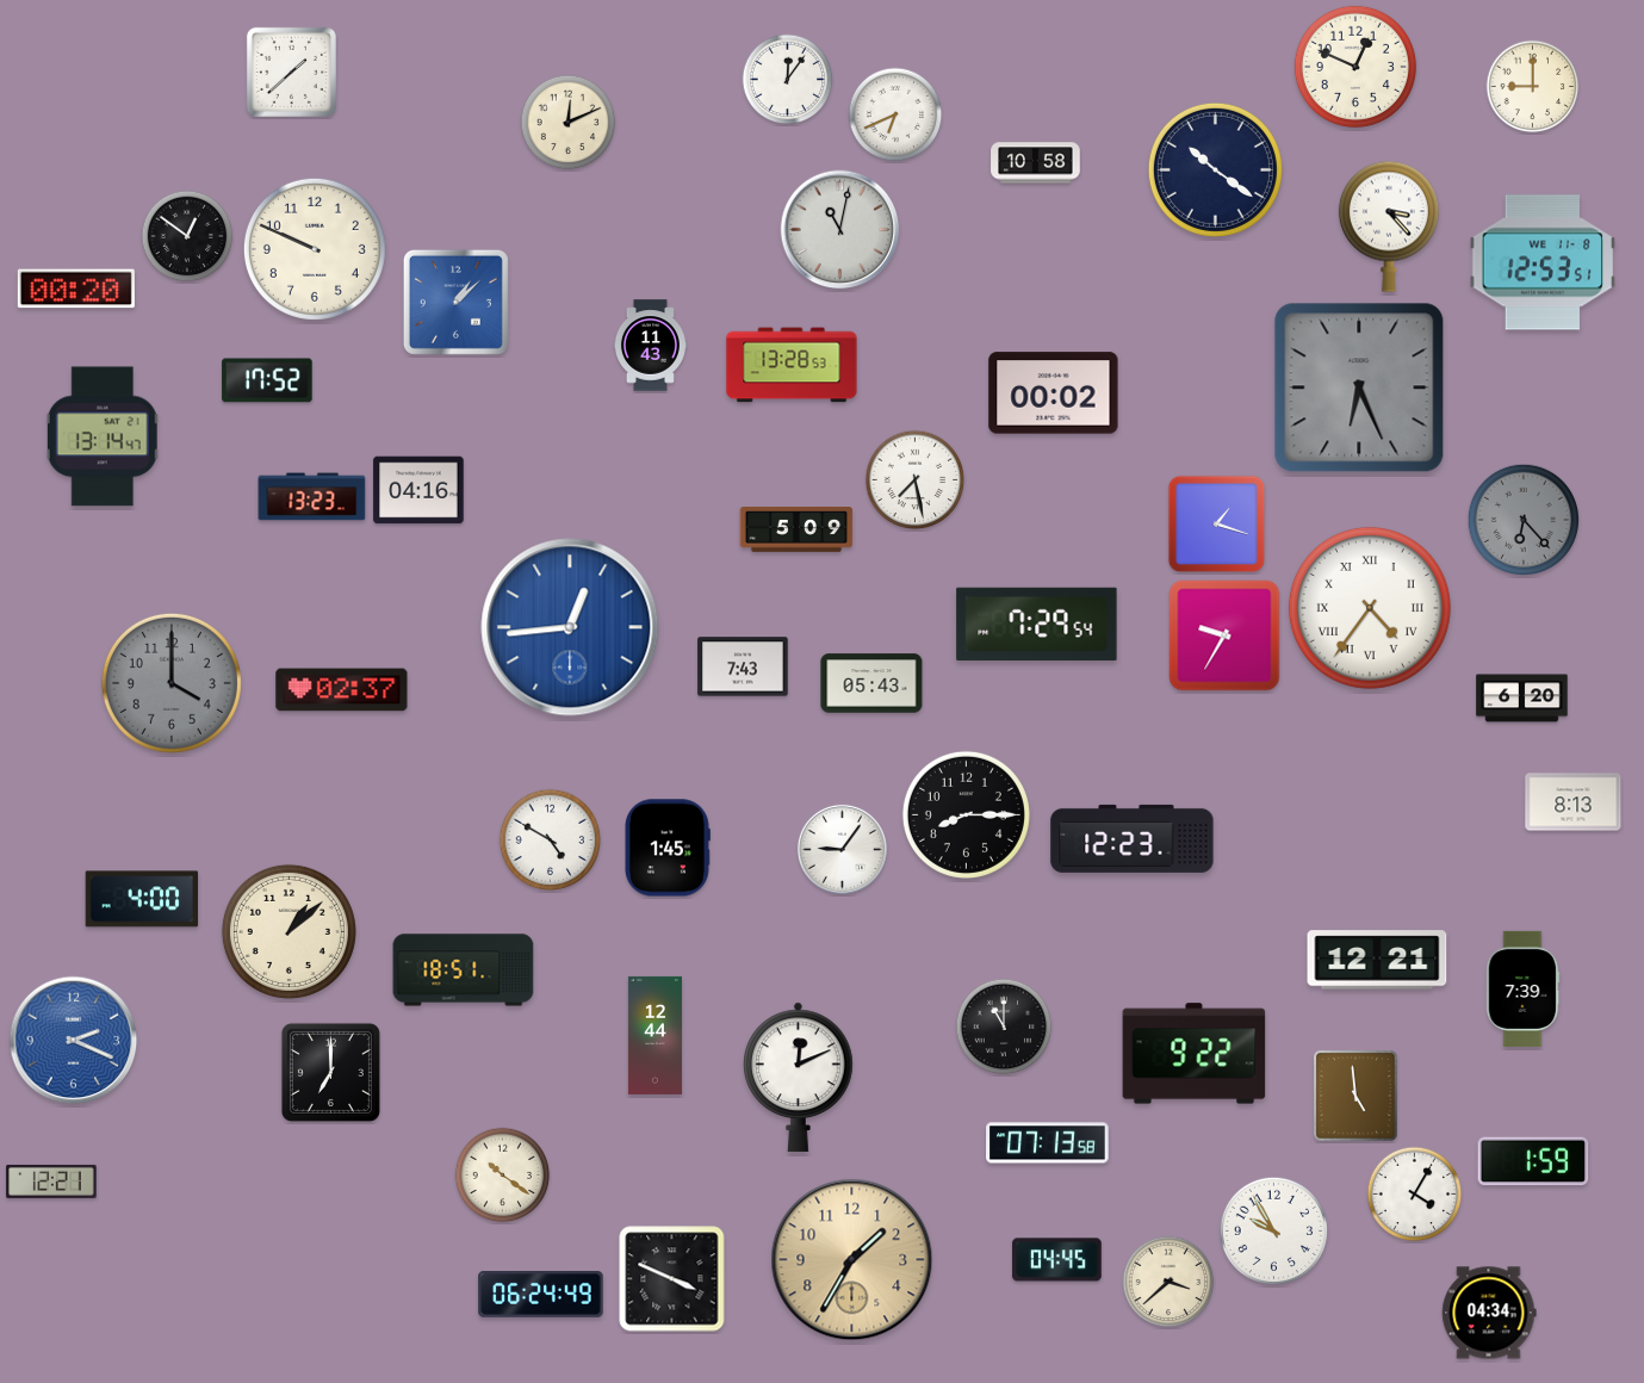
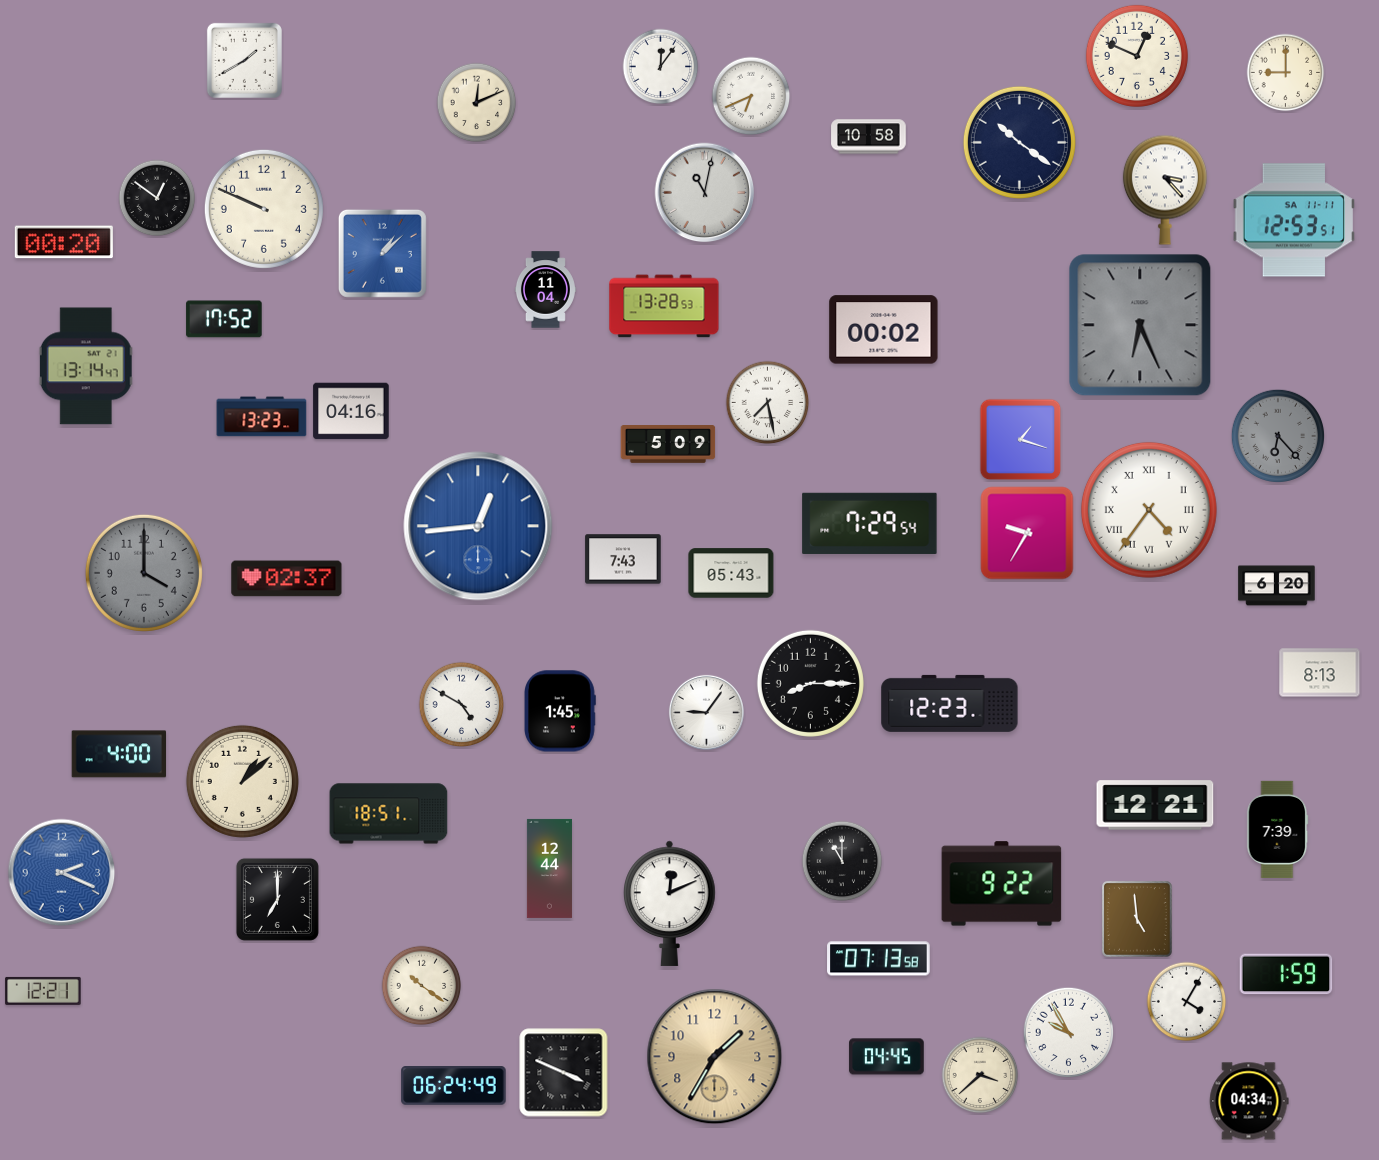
clock at (291, 72): 1:38 -> 1:40
clock at (1543, 262) date: WE 11-8 -> SA 11-11
clock at (650, 346): 11:43 -> 11:04
